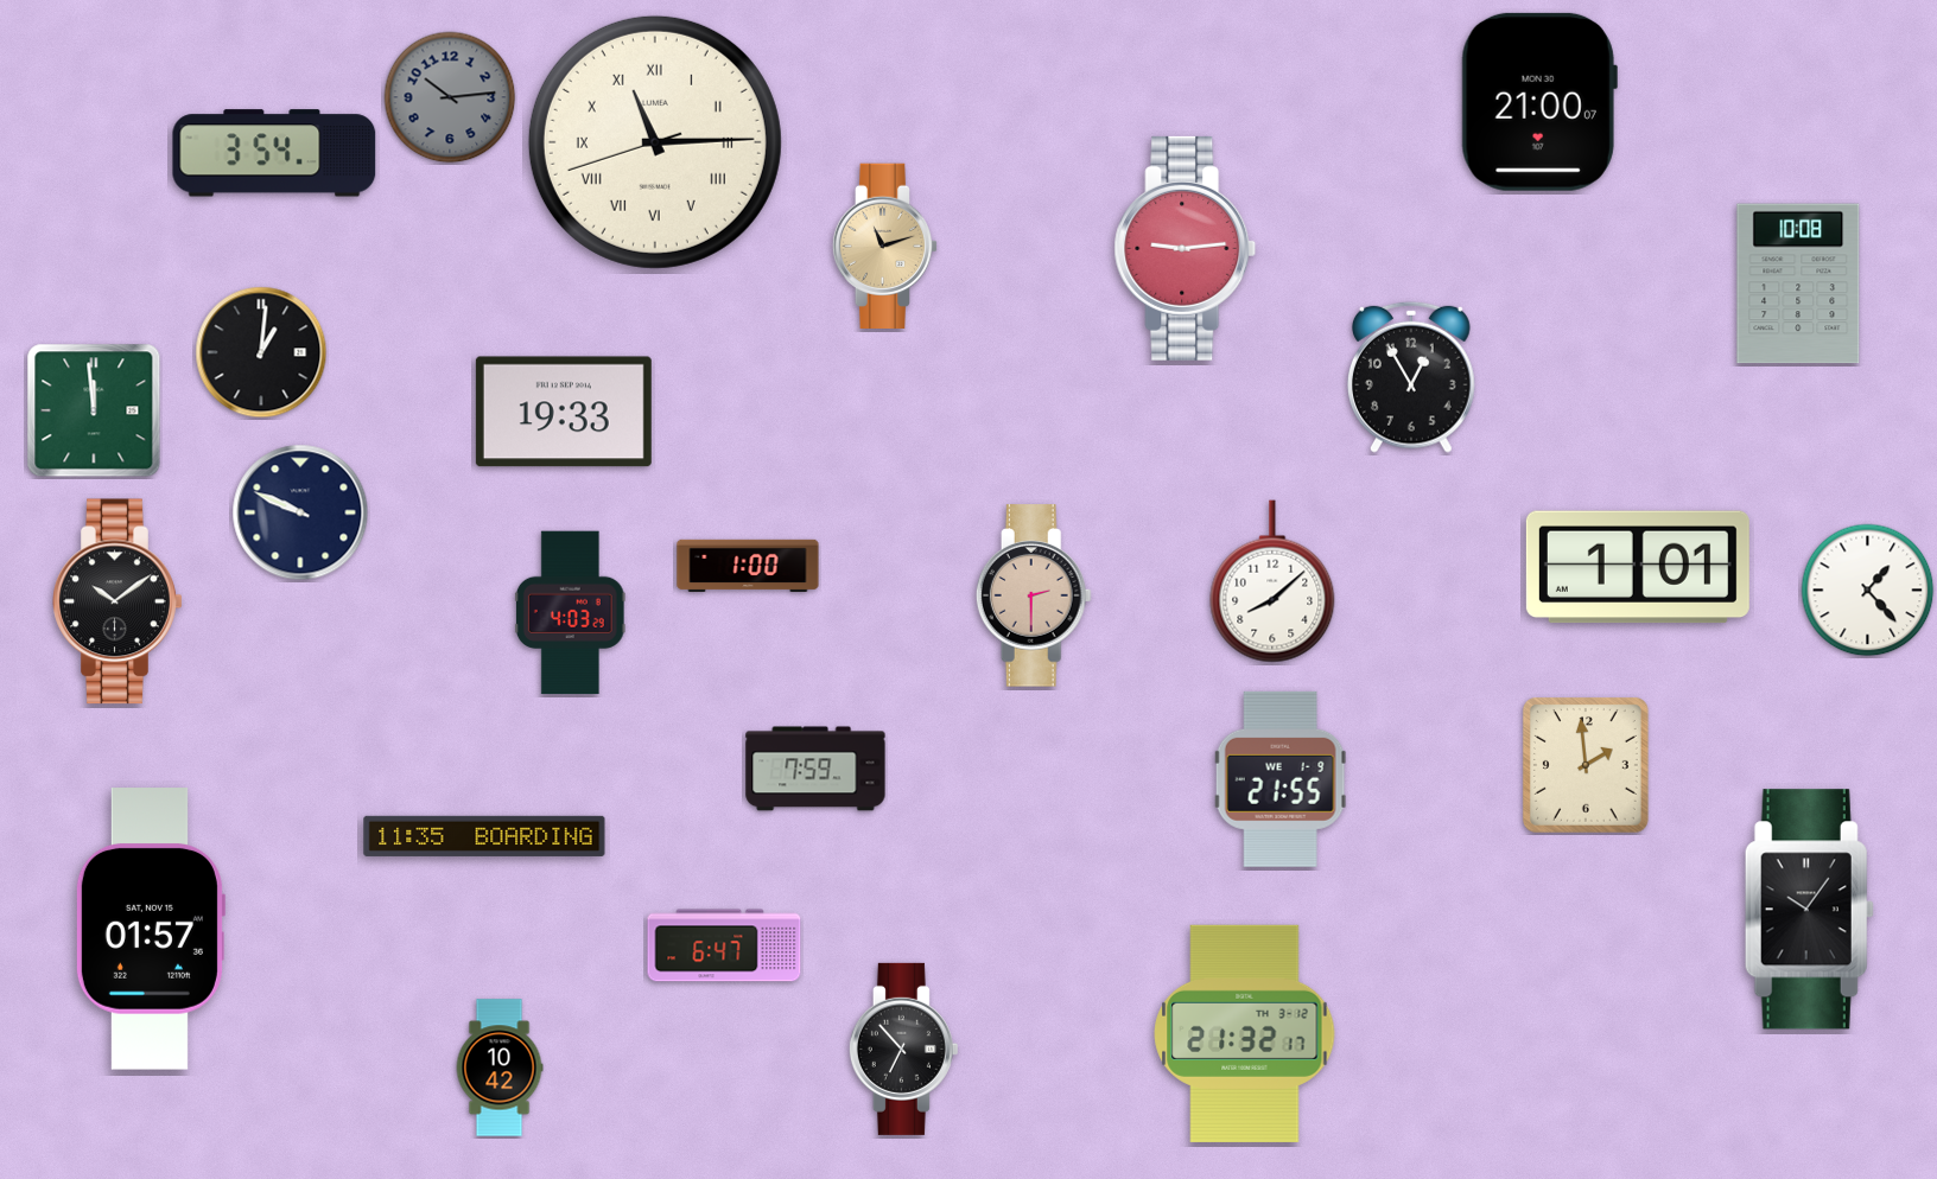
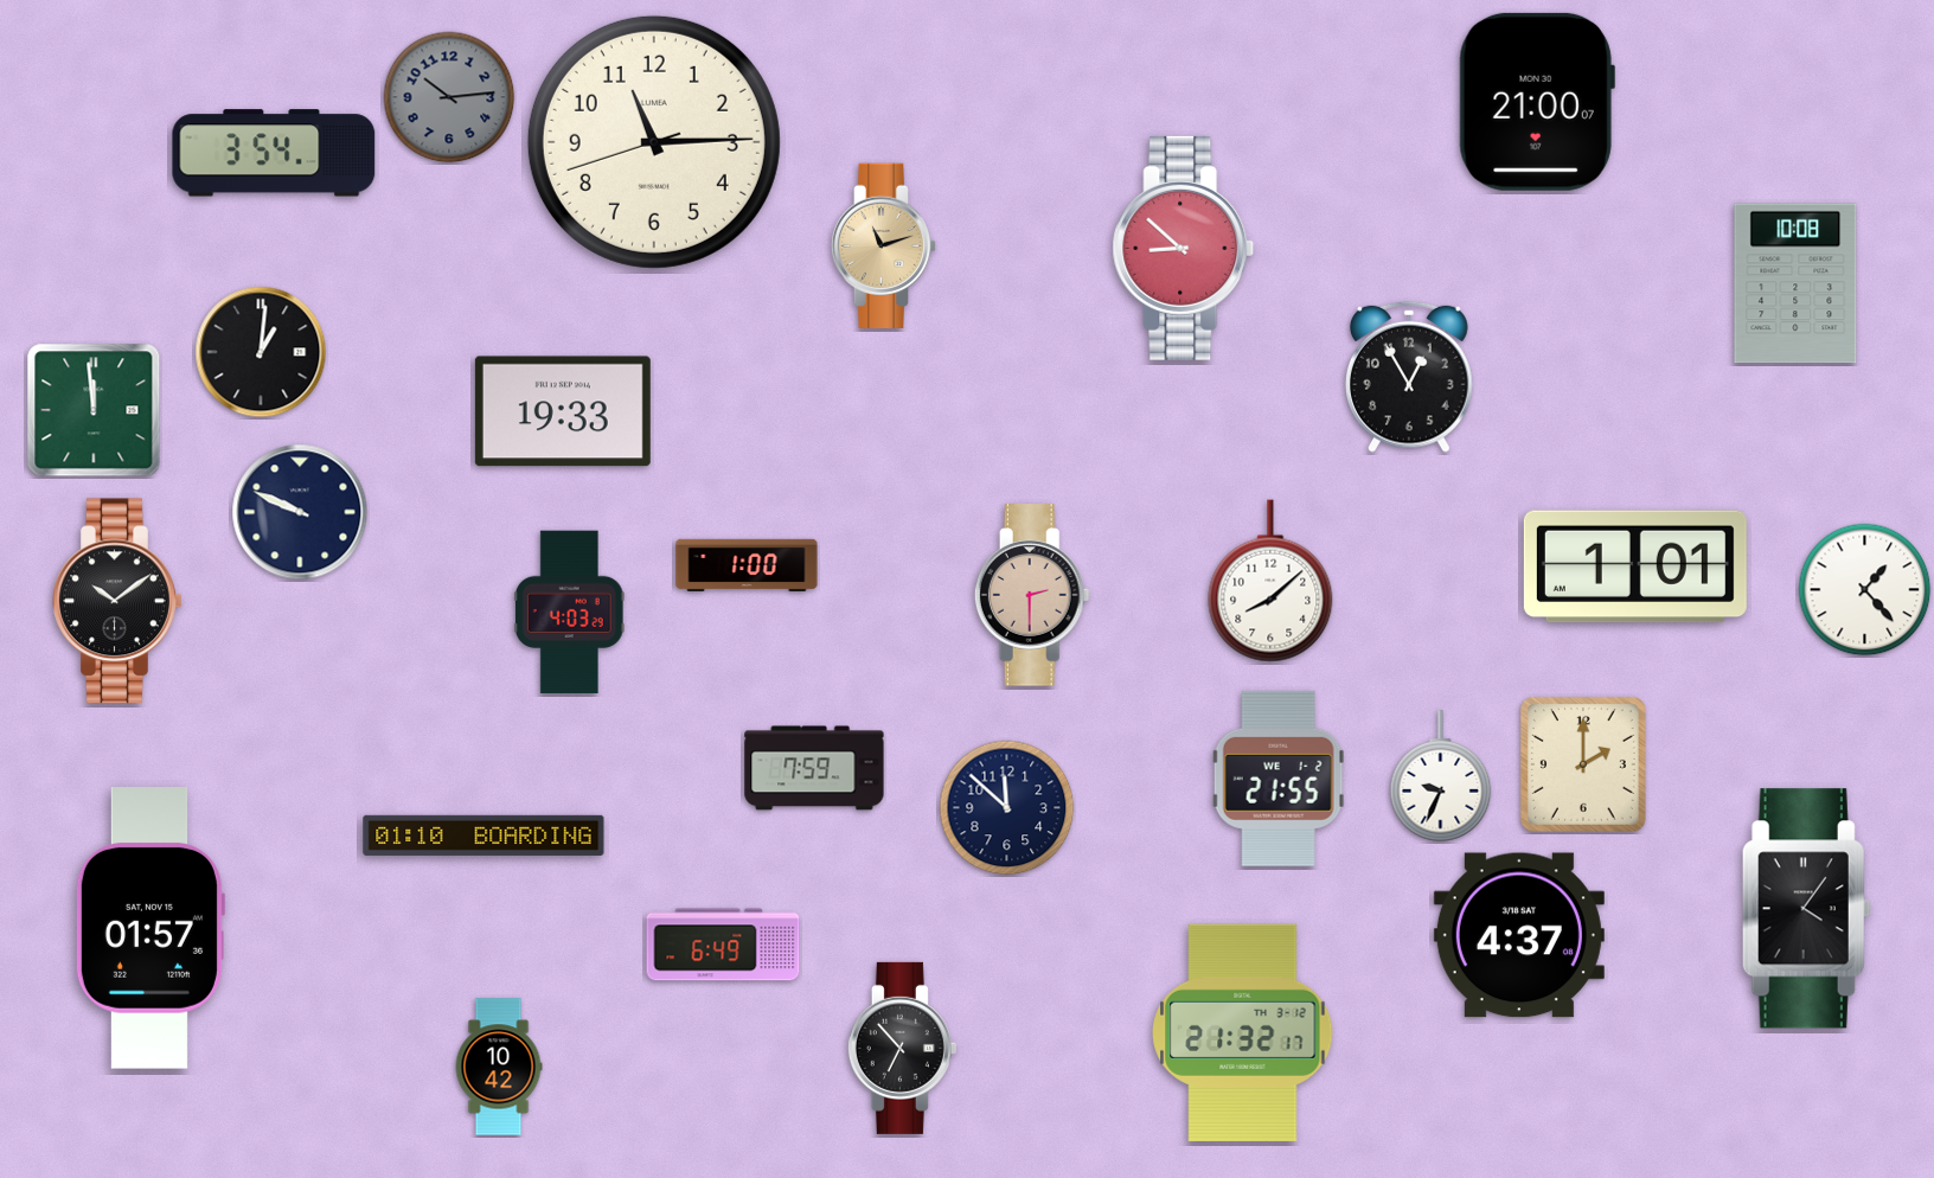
clock at (655, 142) numerals: Roman -> Arabic
clock at (1186, 248): 9:14 -> 8:52
clock at (1586, 765): 1:59 -> 2:00
clock at (1441, 776): none -> 9:34
clock at (1281, 779) date: WE 1-9 -> WE 1-2
clock at (1007, 808): none -> 11:52
clock at (484, 836): 11:35 -> 01:10
clock at (1809, 910): 10:06 -> 4:06
clock at (1519, 935): none -> 4:37
clock at (724, 945): 6:47 -> 6:49
